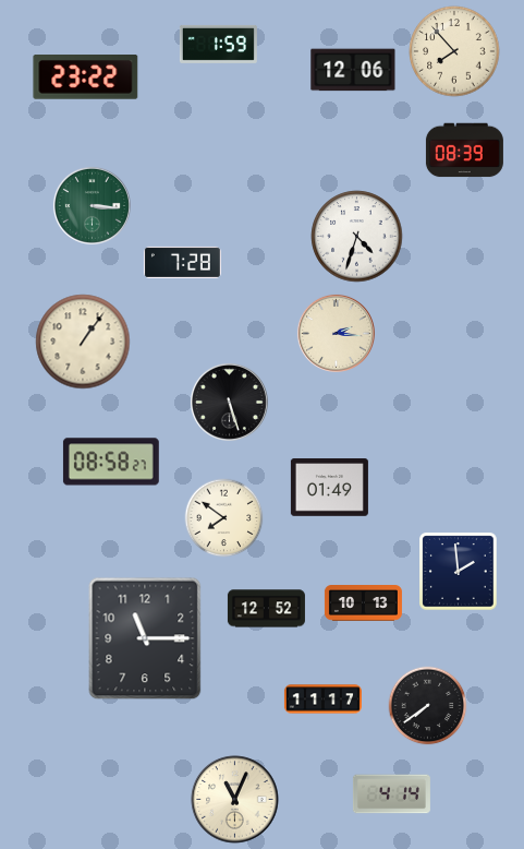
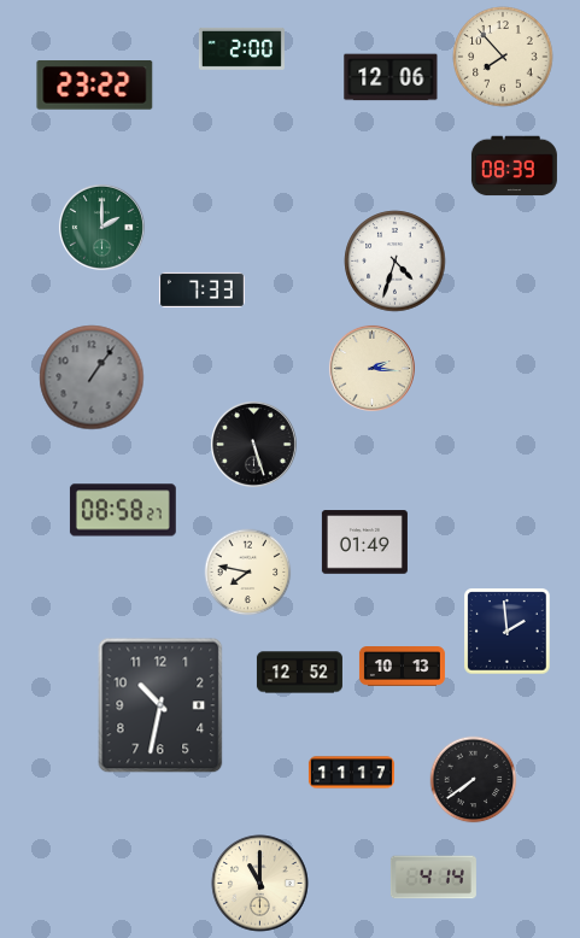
clock at (218, 44): 1:59 -> 2:00
clock at (92, 205): 3:16 -> 2:00
clock at (182, 262): 7:28 -> 7:33
clock at (83, 342) dial: cream -> grey
clock at (329, 488) position: (329, 488) -> (364, 543)
clock at (224, 518): 7:51 -> 7:47
clock at (266, 609) position: (266, 609) -> (299, 673)
clock at (145, 638): 11:15 -> 10:32
clock at (322, 699) position: (322, 699) -> (351, 773)
clock at (235, 800): 11:04 -> 11:00
